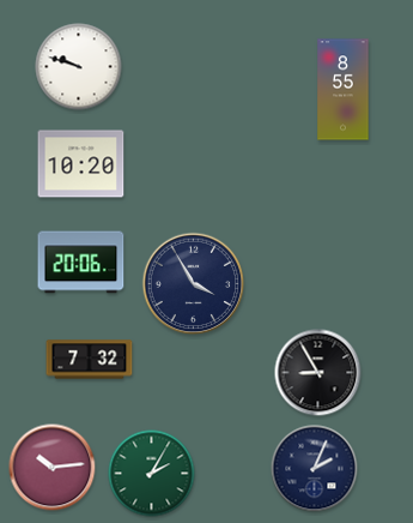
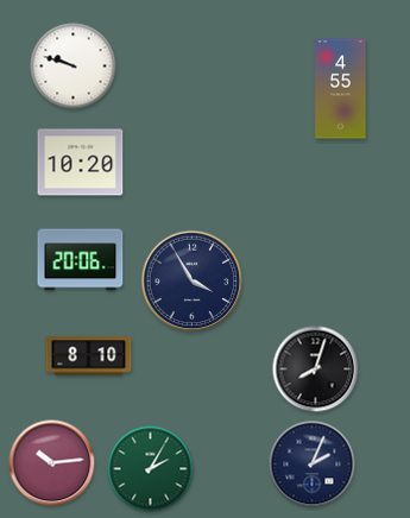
clock at (79, 67) position: (79, 67) -> (74, 67)
clock at (344, 90): 8:55 -> 4:55
clock at (90, 360): 7:32 -> 8:10
clock at (318, 373): 8:55 -> 8:03
